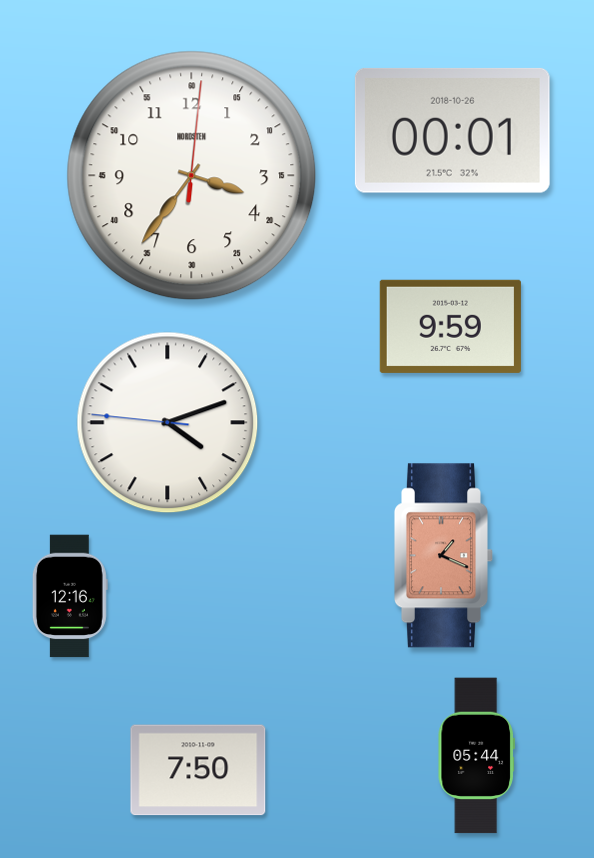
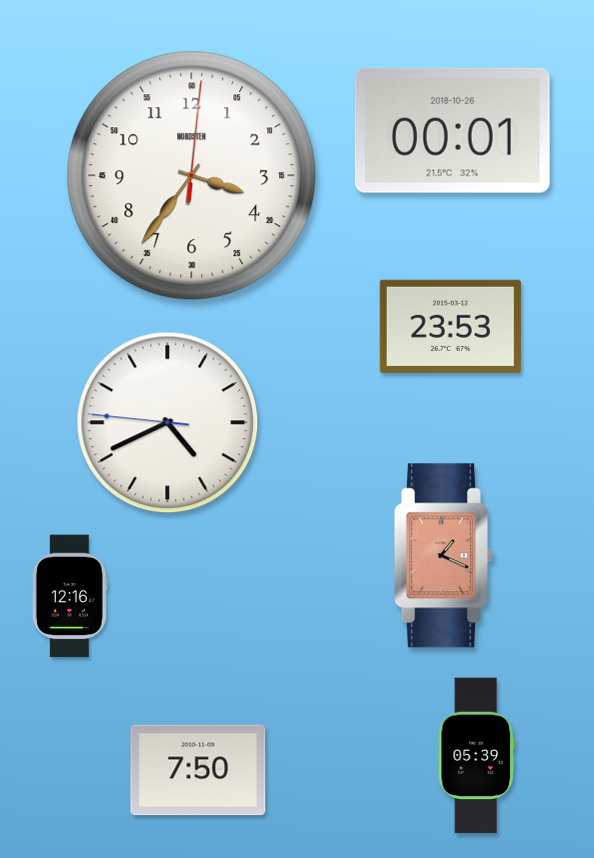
clock at (450, 326): 9:59 -> 23:53
clock at (168, 423): 4:11 -> 4:40
clock at (476, 756): 05:44 -> 05:39
